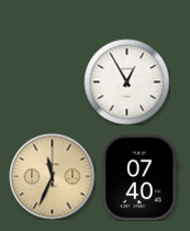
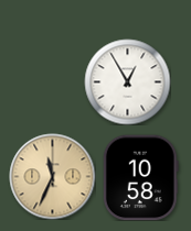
clock at (139, 177): 07:40 -> 10:58
